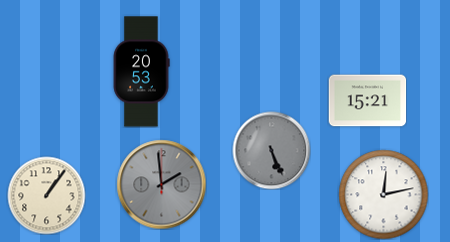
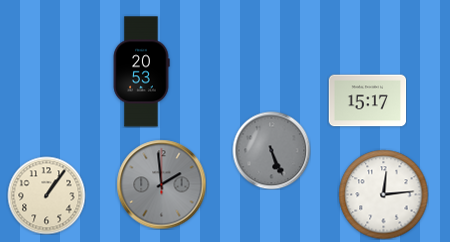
clock at (367, 101): 15:21 -> 15:17
clock at (383, 194): 12:13 -> 12:14
